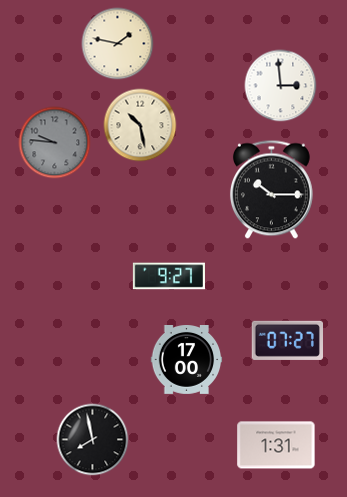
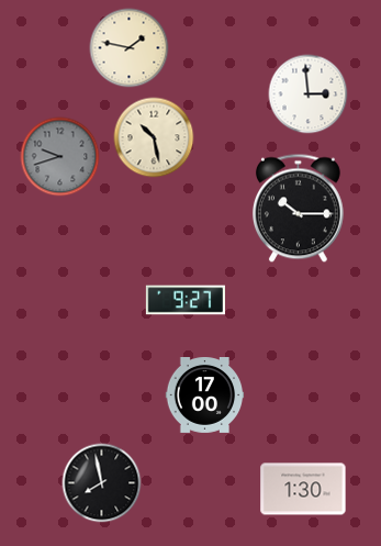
clock at (55, 143): 9:46 -> 9:42
clock at (169, 276) position: (169, 276) -> (186, 300)
clock at (287, 340): 07:27 -> none
clock at (276, 445): 1:31 -> 1:30
